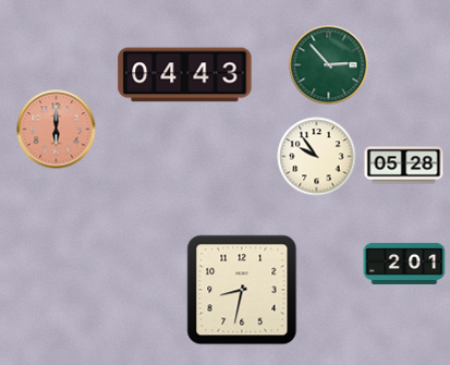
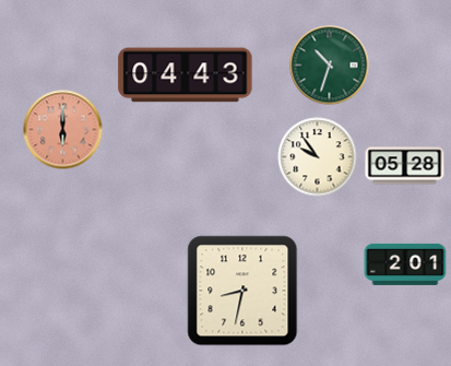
clock at (329, 65): 2:53 -> 10:33
clock at (57, 130) position: (57, 130) -> (63, 130)
